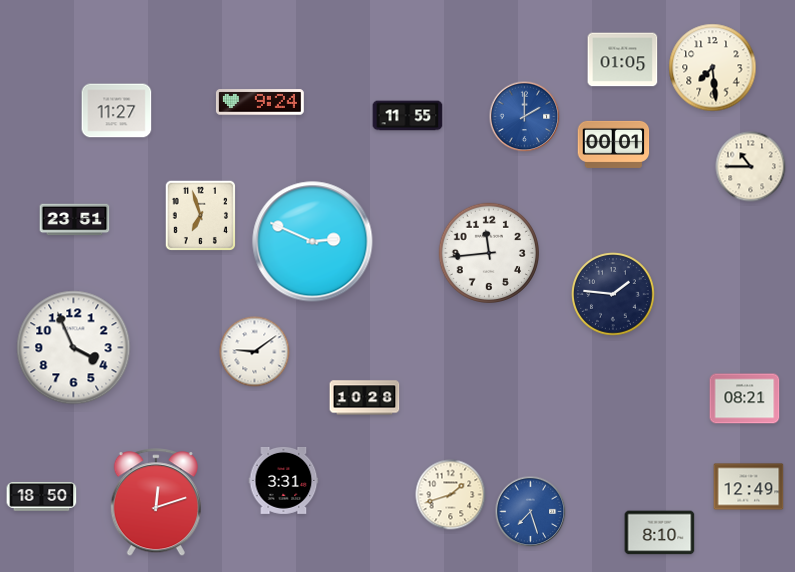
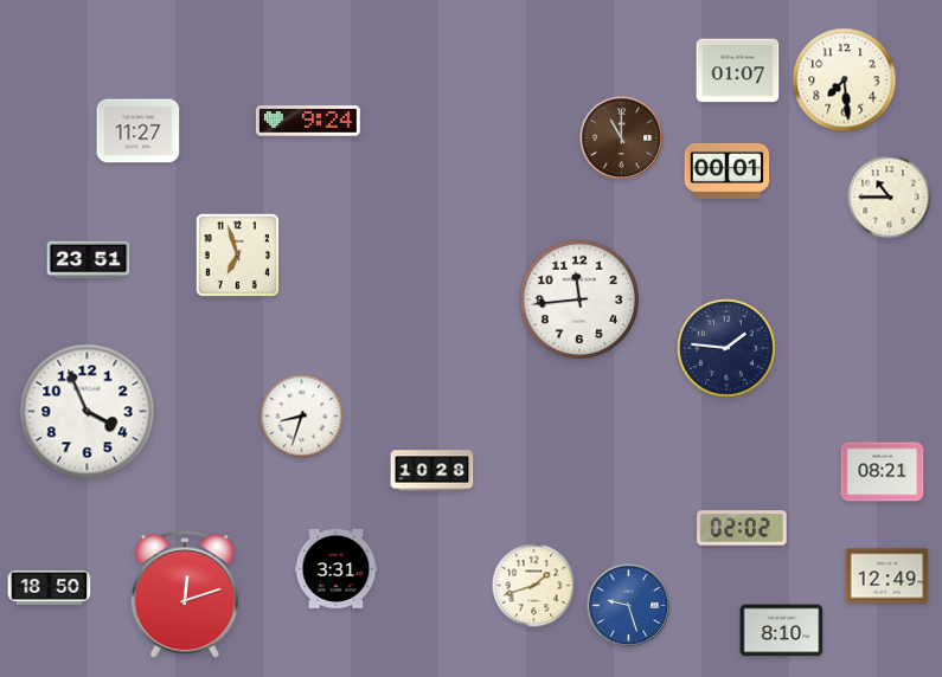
clock at (623, 60): 01:05 -> 01:07
clock at (408, 116): 11:55 -> none
clock at (525, 117): 2:00 -> 11:00
clock at (525, 117) dial: blue -> brown
clock at (313, 242): 2:49 -> none
clock at (255, 352): 9:09 -> 8:33
clock at (742, 528): none -> 02:02
clock at (531, 512): 7:27 -> 9:27
